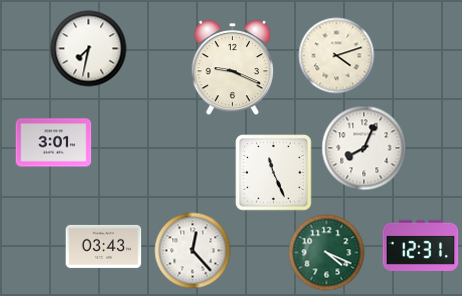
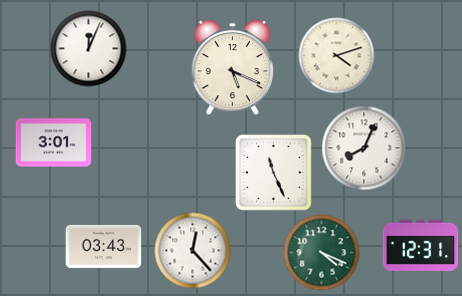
clock at (89, 49): 7:32 -> 12:04
clock at (233, 68): 9:19 -> 5:19
clock at (327, 253) position: (327, 253) -> (322, 253)
